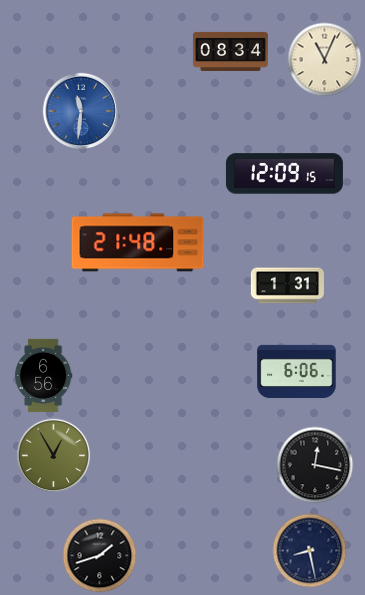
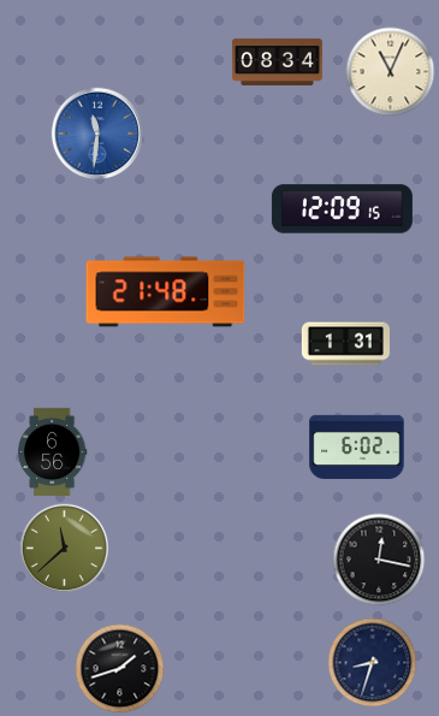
clock at (297, 371): 6:06 -> 6:02
clock at (54, 456): 12:55 -> 11:38
clock at (310, 551): 8:28 -> 8:33
